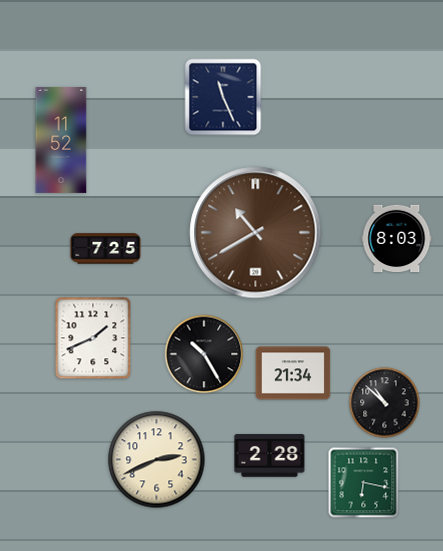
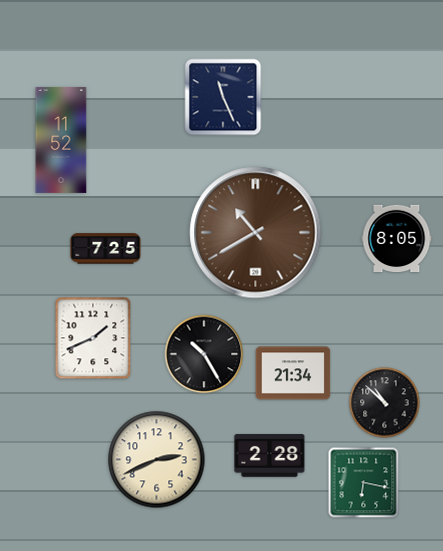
clock at (397, 239): 8:03 -> 8:05
